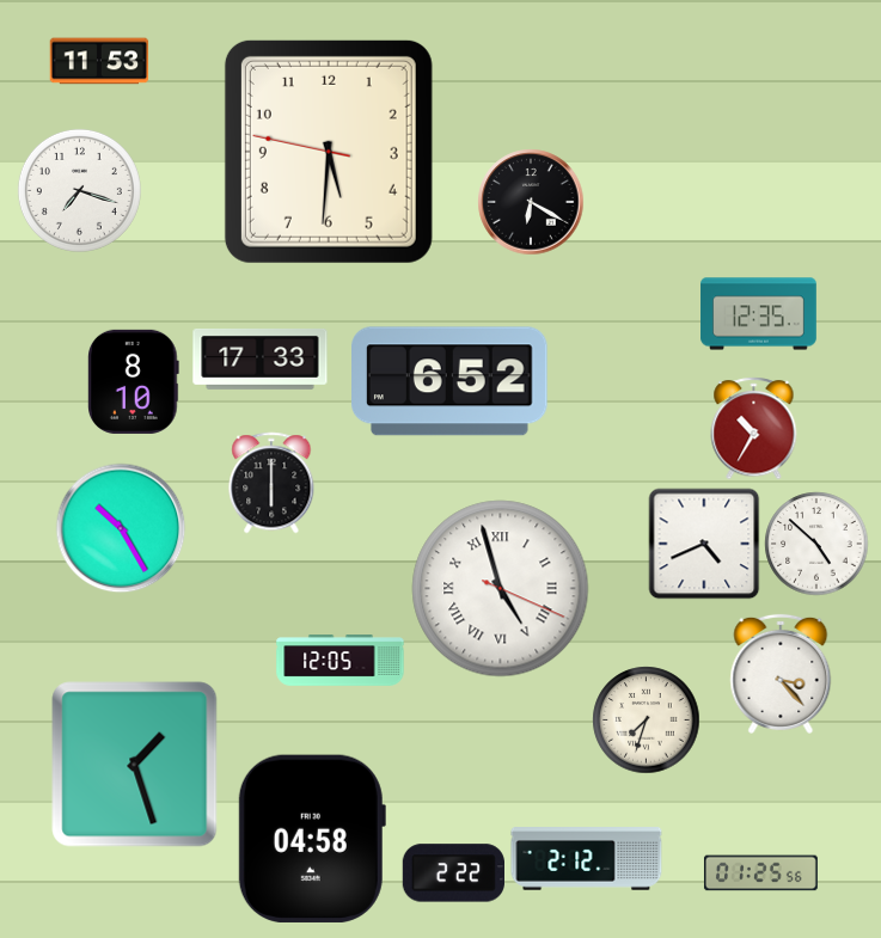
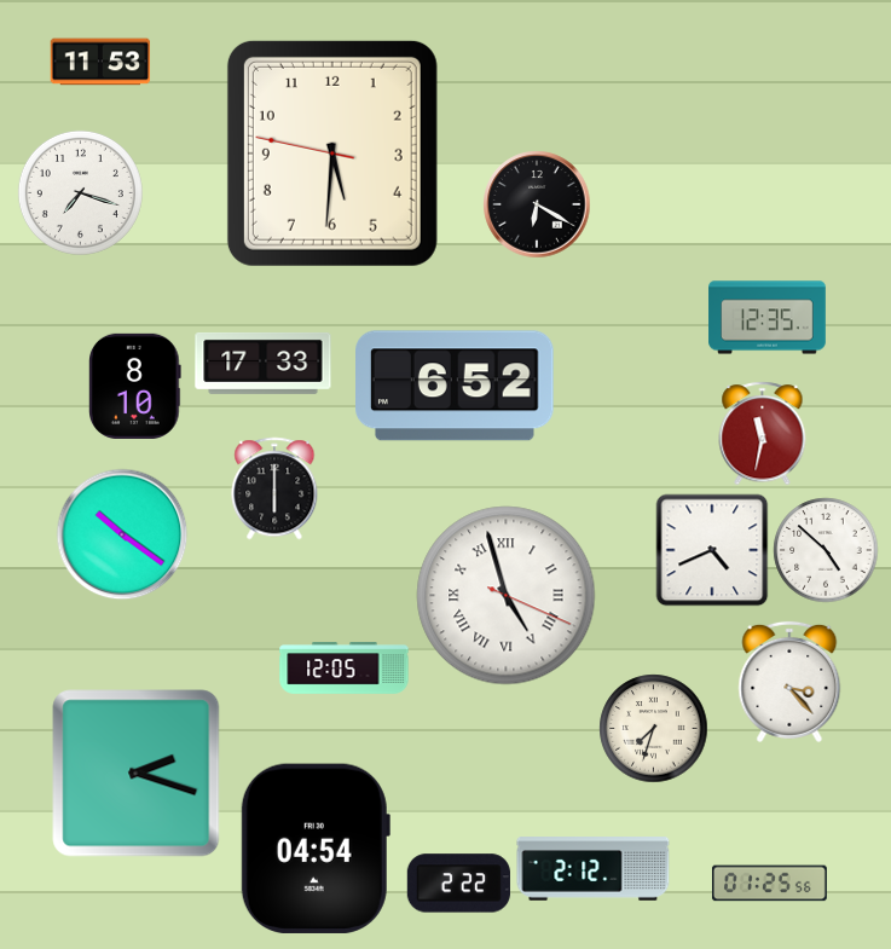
clock at (754, 428): 10:35 -> 11:32
clock at (121, 528): 10:25 -> 10:21
clock at (135, 765): 1:27 -> 2:18
clock at (312, 839): 04:58 -> 04:54
